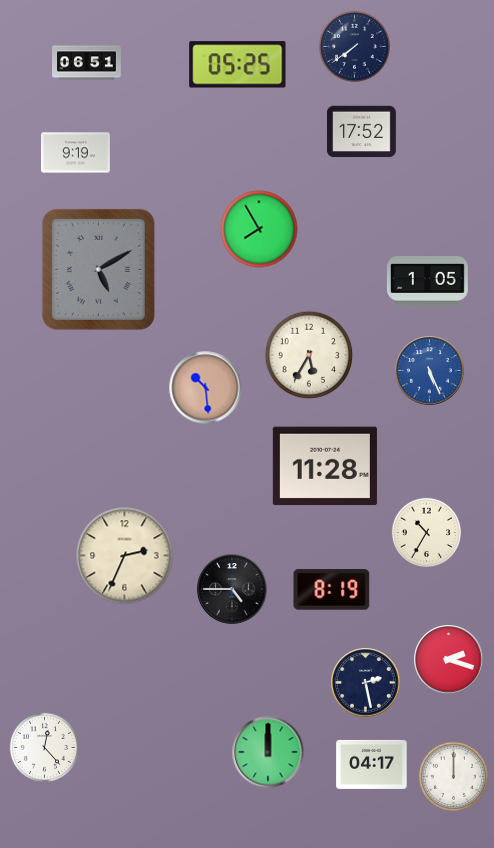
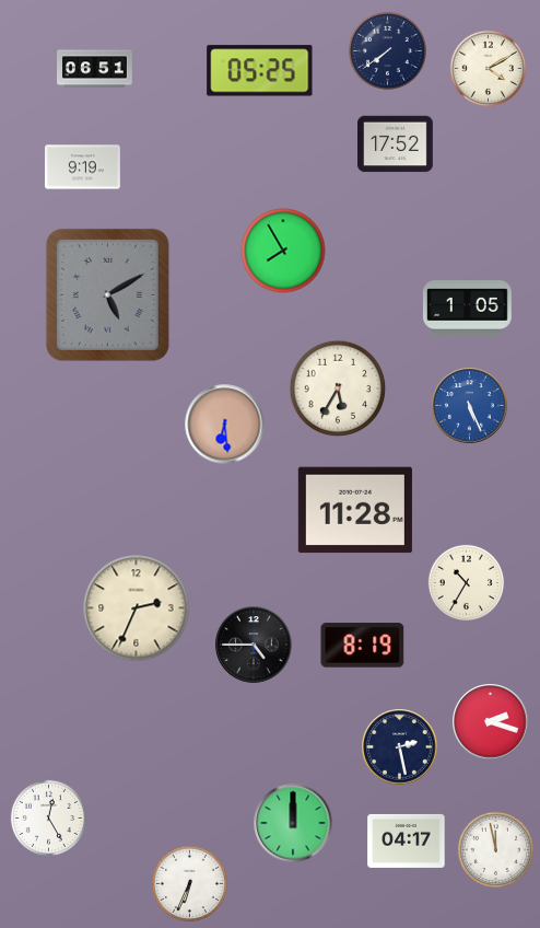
clock at (488, 68): none -> 4:10
clock at (206, 388): 10:29 -> 6:29
clock at (44, 747): 12:23 -> 12:25
clock at (372, 764) position: (372, 764) -> (407, 840)
clock at (453, 776): 12:00 -> 11:58
clock at (189, 883): none -> 6:34
